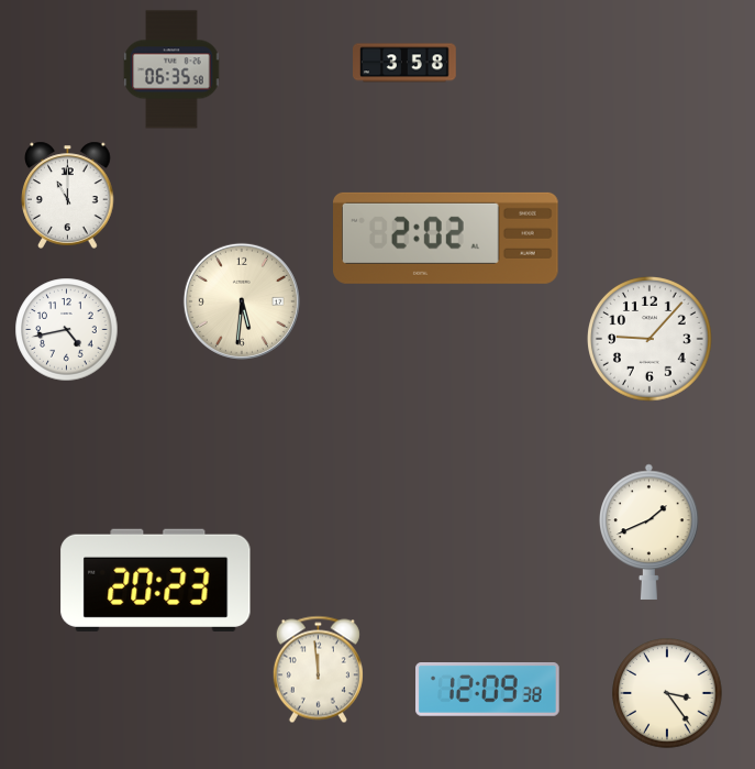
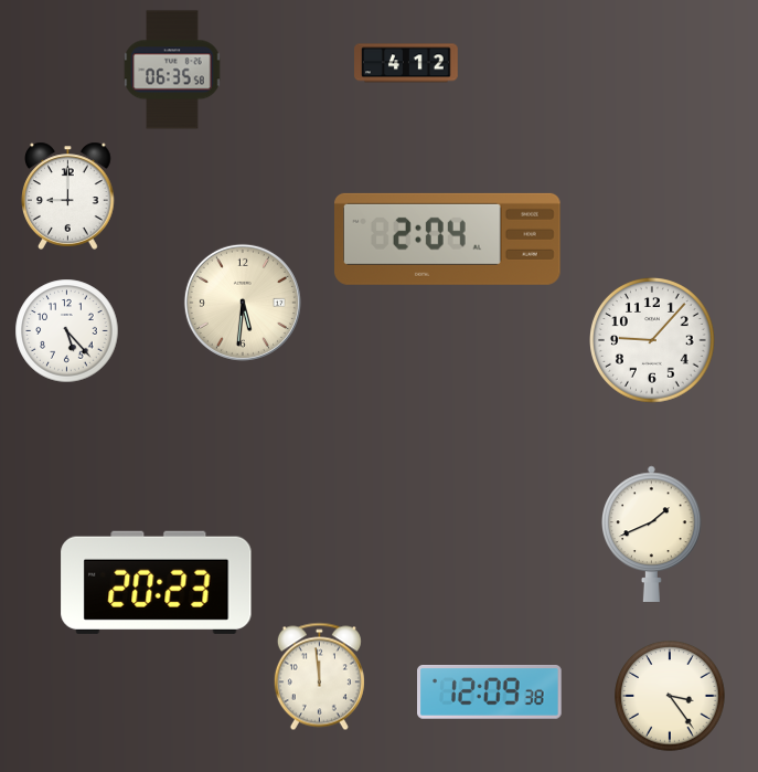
clock at (406, 63): 3:58 -> 4:12
clock at (68, 195): 11:00 -> 9:00
clock at (446, 238): 2:02 -> 2:04
clock at (67, 330): 4:43 -> 5:23
clock at (318, 670) position: (318, 670) -> (319, 677)
